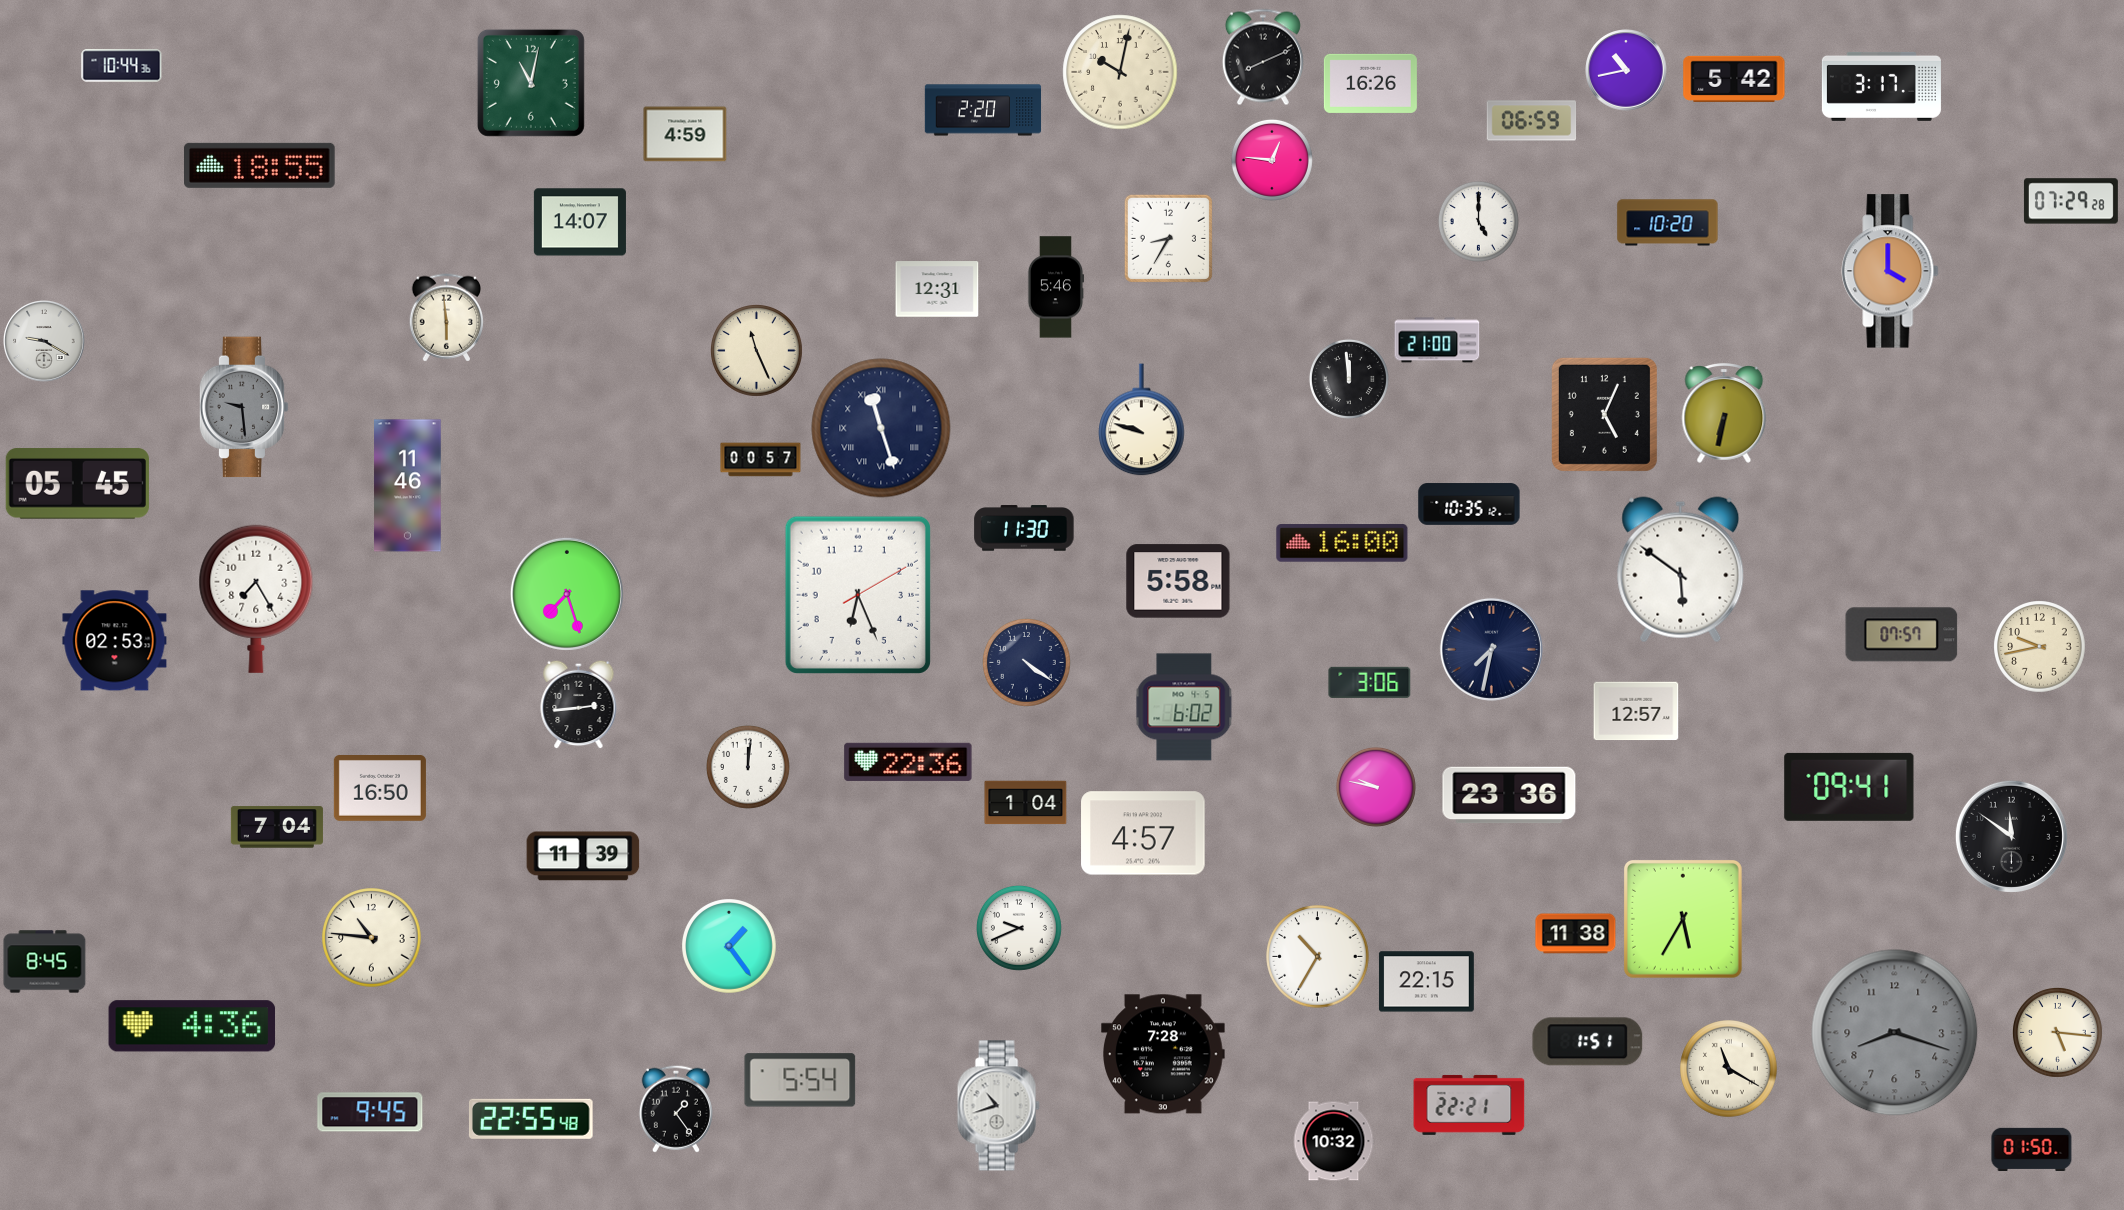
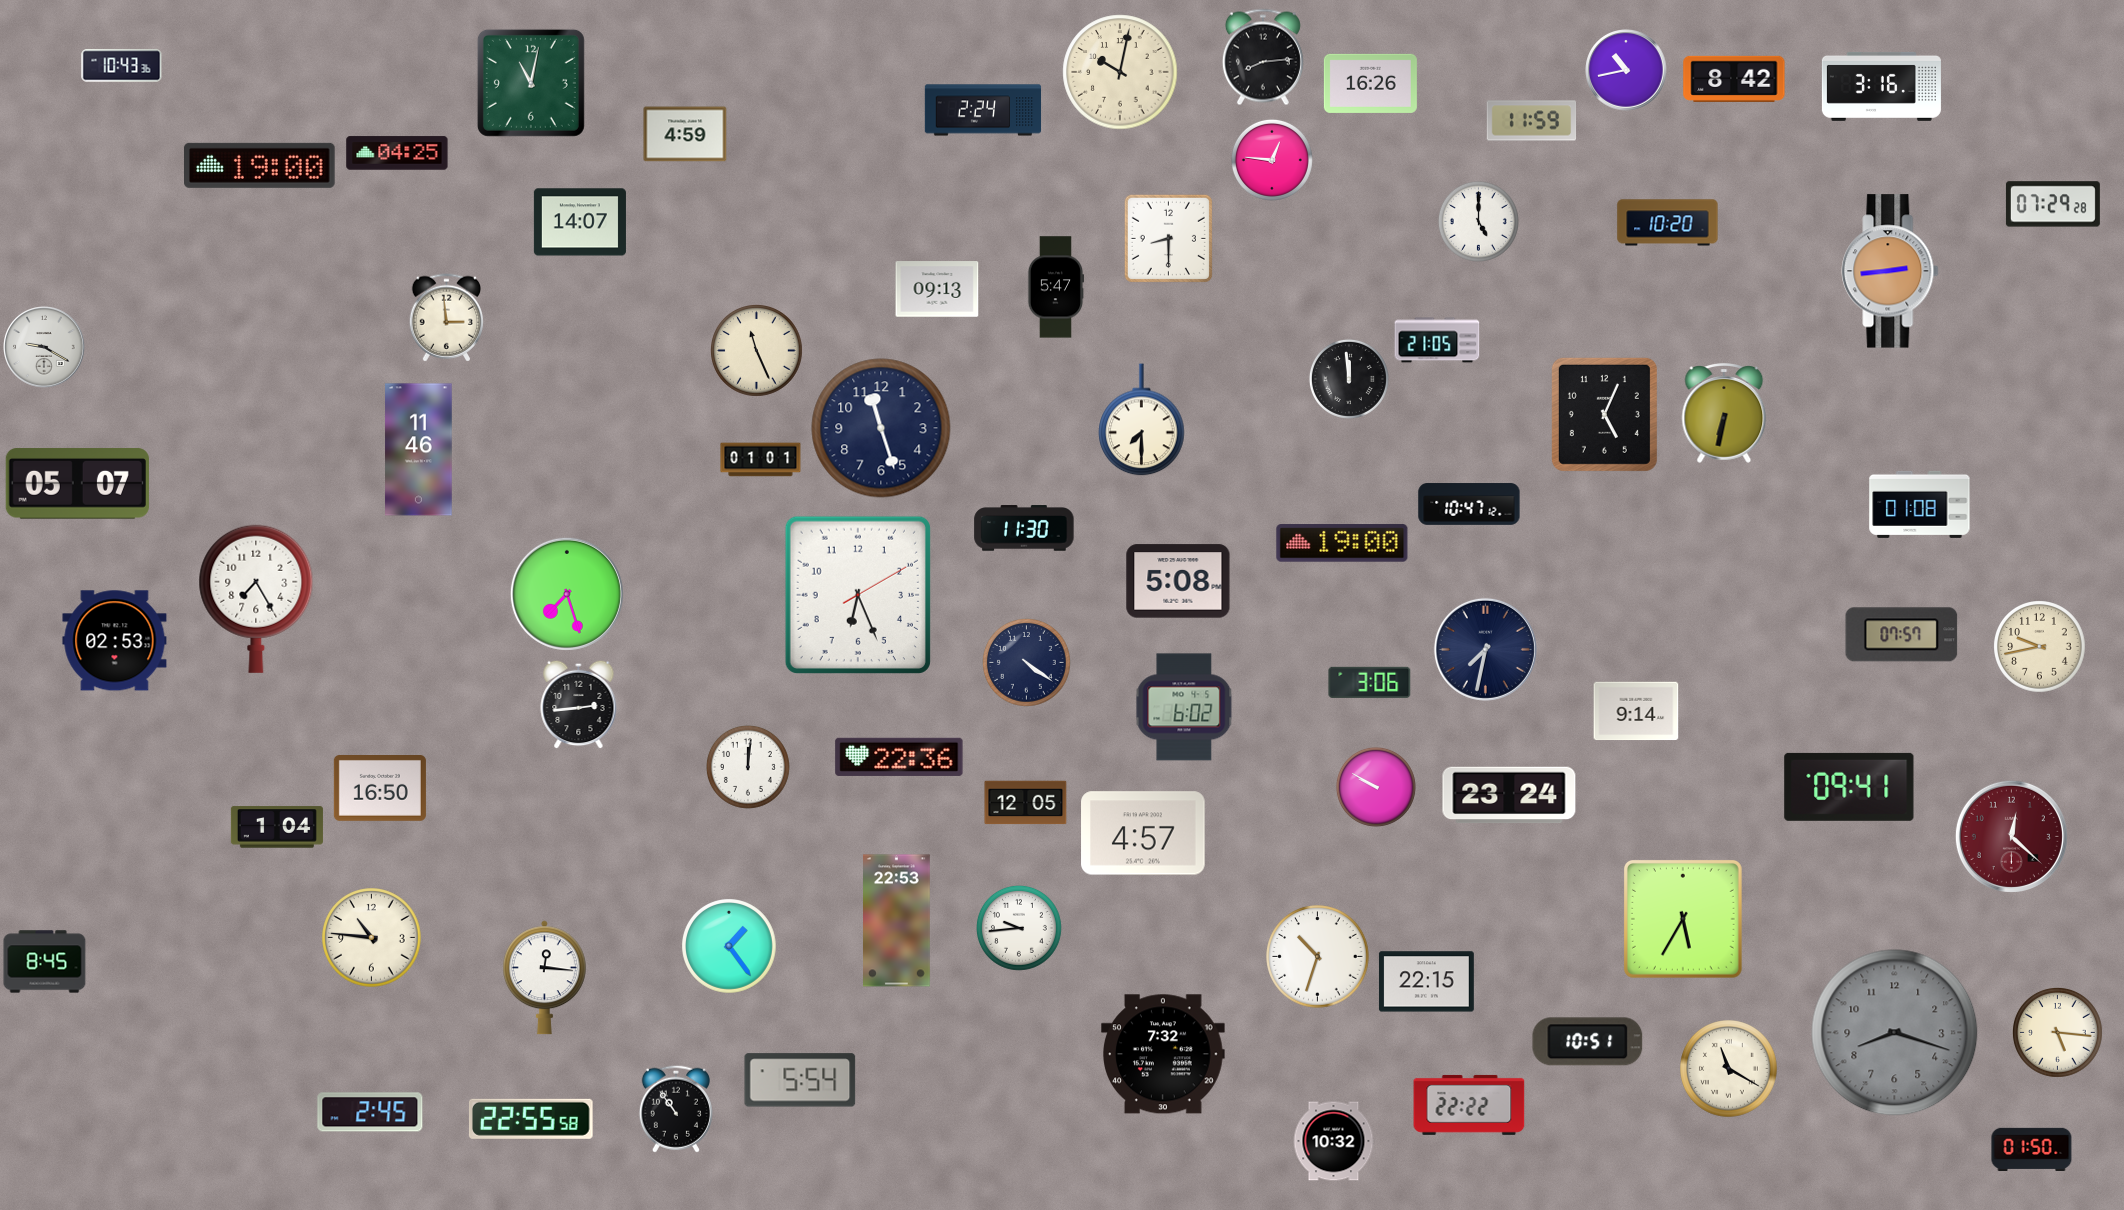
clock at (1263, 57): 8:11 -> 8:14
clock at (122, 66): 10:44 -> 10:43
clock at (1734, 79): 5:42 -> 8:42
clock at (1881, 86): 3:17 -> 3:16
clock at (983, 110): 2:20 -> 2:24
clock at (1532, 121): 06:59 -> 11:59
clock at (397, 153): none -> 04:25
clock at (260, 165): 18:55 -> 19:00
clock at (2071, 201) position: (2071, 201) -> (2053, 204)
clock at (1168, 238): 8:35 -> 8:30
clock at (1890, 271): 4:00 -> 2:44
clock at (1056, 287): 5:46 -> 5:47
clock at (937, 289): 12:31 -> 09:13
clock at (446, 318): 5:59 -> 2:59
clock at (1437, 340): 21:00 -> 21:05
clock at (44, 341) position: (44, 341) -> (44, 347)
clock at (244, 407): 9:29 -> none
clock at (1142, 420): 9:48 -> 7:30
clock at (881, 428) numerals: Roman -> Arabic
clock at (761, 460): 00:57 -> 01:01
clock at (77, 484): 05:45 -> 05:07
clock at (408, 486) position: (408, 486) -> (419, 450)
clock at (1469, 504): 10:35 -> 10:47
clock at (1920, 504): none -> 01:08
clock at (1342, 543): 16:00 -> 19:00
clock at (1681, 570): 5:51 -> none
clock at (1178, 581): 5:58 -> 5:08
clock at (1491, 649) position: (1491, 649) -> (1485, 649)
clock at (1636, 711): 12:57 -> 9:14
clock at (908, 762) position: (908, 762) -> (899, 757)
clock at (1376, 787): 9:47 -> 9:50
clock at (1509, 795): 23:36 -> 23:24
clock at (1026, 803): 1:04 -> 12:05
clock at (277, 827): 7:04 -> 1:04
clock at (2011, 836): 11:51 -> 12:22
clock at (2011, 836) dial: black -> burgundy
clock at (583, 856): 11:39 -> none
clock at (897, 921): none -> 22:53
clock at (1019, 928): 9:41 -> 9:44
clock at (1576, 934): 11:38 -> none
clock at (1318, 957): 10:35 -> 10:33
clock at (544, 978): none -> 12:16
clock at (192, 1026): 4:36 -> none
clock at (1588, 1042): 1:51 -> 10:51
clock at (1163, 1054): 7:28 -> 7:32
clock at (1469, 1105): 22:21 -> 22:22
clock at (998, 1106): 10:42 -> none
clock at (676, 1109): 1:24 -> 10:54
clock at (370, 1112): 9:45 -> 2:45
clock at (531, 1119): 22:55:48 -> 22:55:58
